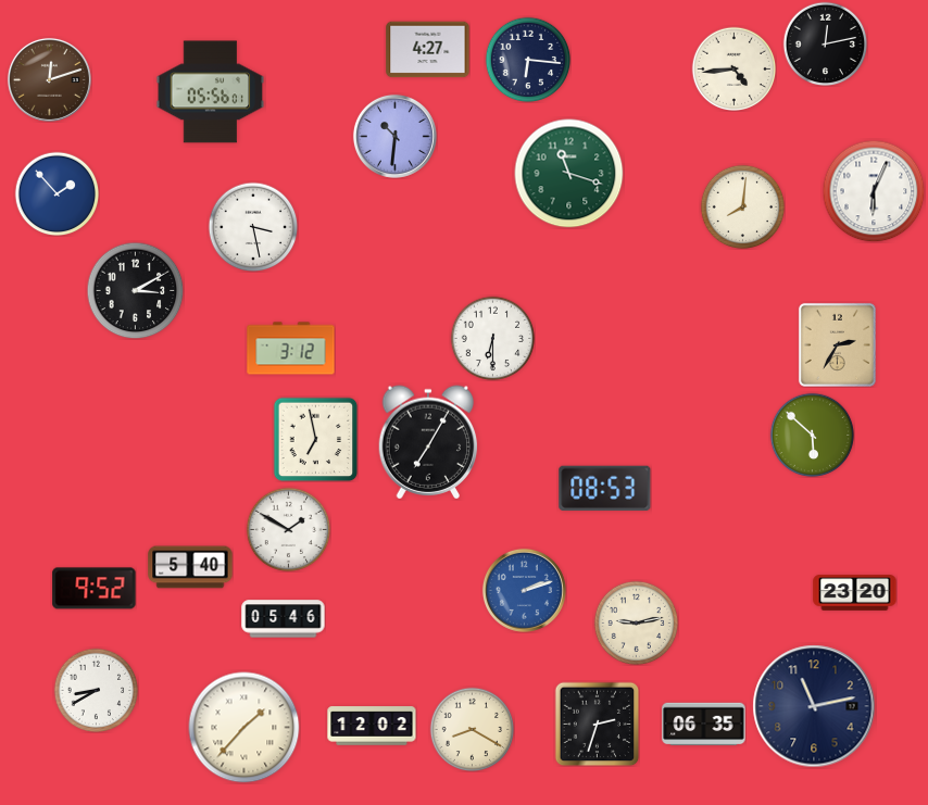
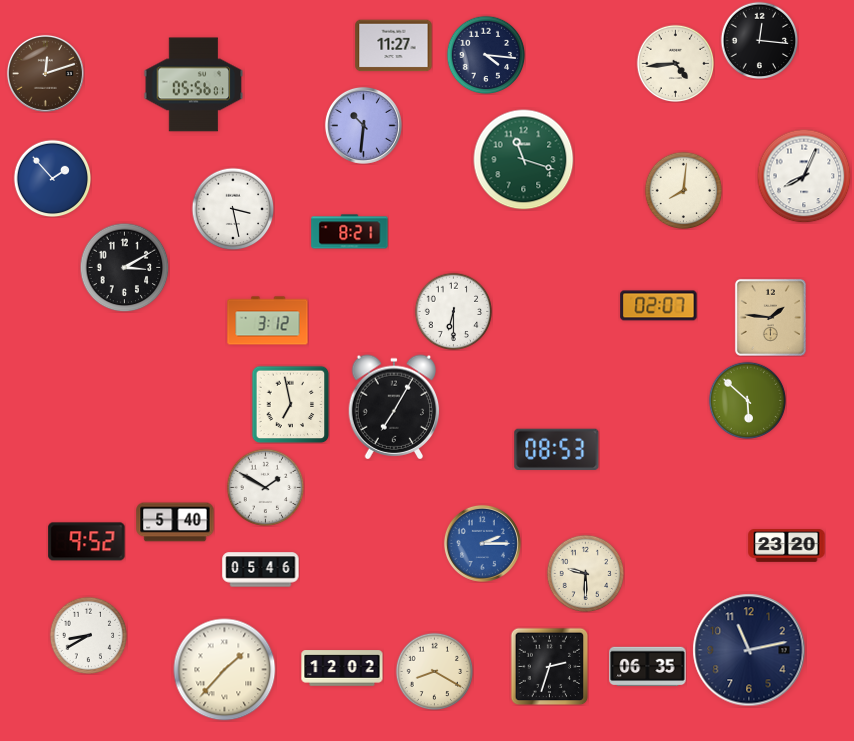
clock at (825, 43): 12:13 -> 12:16
clock at (428, 50): 4:27 -> 11:27
clock at (528, 60): 6:16 -> 4:16
clock at (874, 191): 6:04 -> 8:04
clock at (350, 232): none -> 8:21
clock at (659, 306): none -> 02:07
clock at (837, 344): 2:35 -> 1:46
clock at (524, 590): 2:12 -> 2:15
clock at (636, 622): 9:13 -> 9:30
